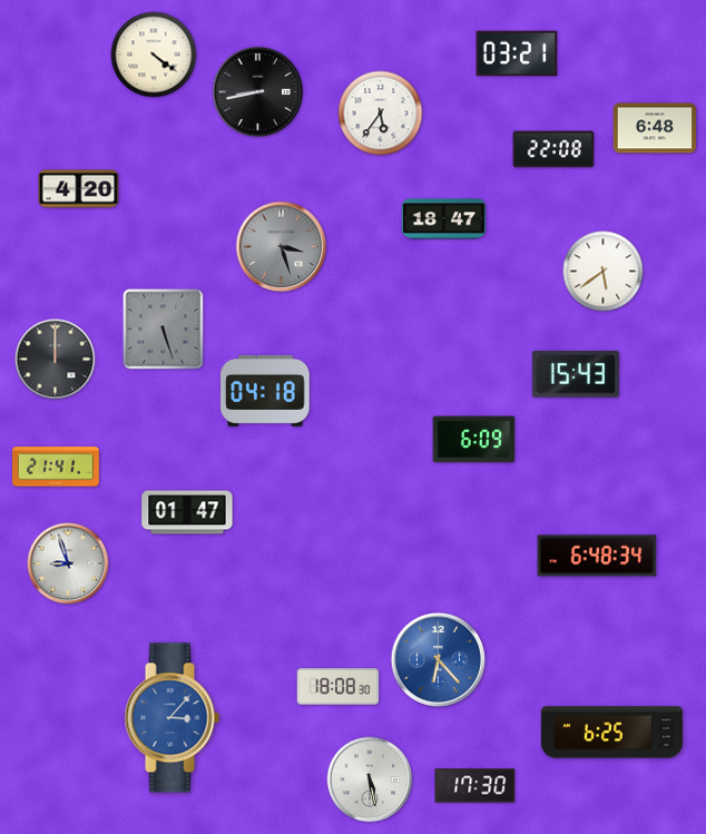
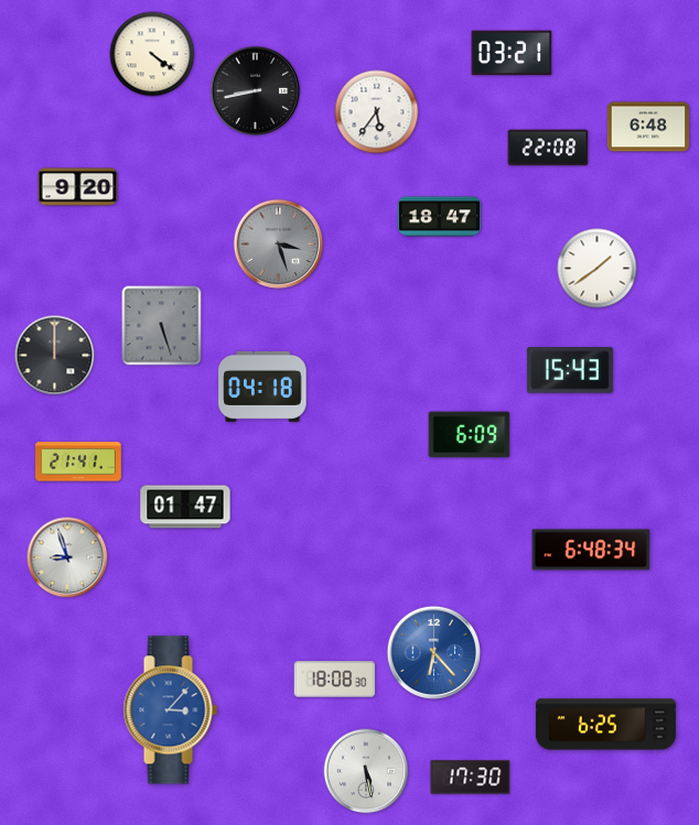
clock at (79, 189): 4:20 -> 9:20
clock at (604, 272): 5:39 -> 1:39
clock at (57, 467) position: (57, 467) -> (79, 462)
